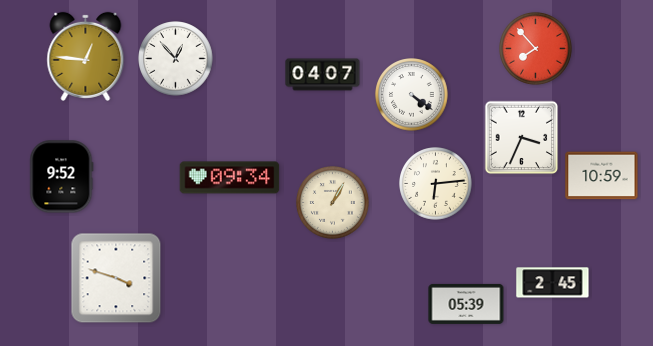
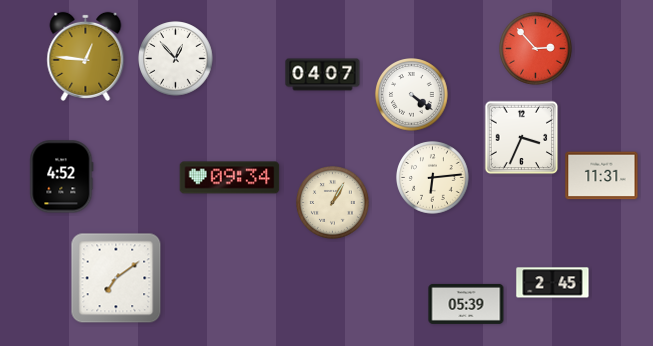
clock at (536, 49): 7:53 -> 2:53
clock at (602, 176): 10:59 -> 11:31
clock at (62, 177): 9:52 -> 4:52
clock at (436, 184) position: (436, 184) -> (433, 178)
clock at (116, 278): 3:48 -> 7:09
